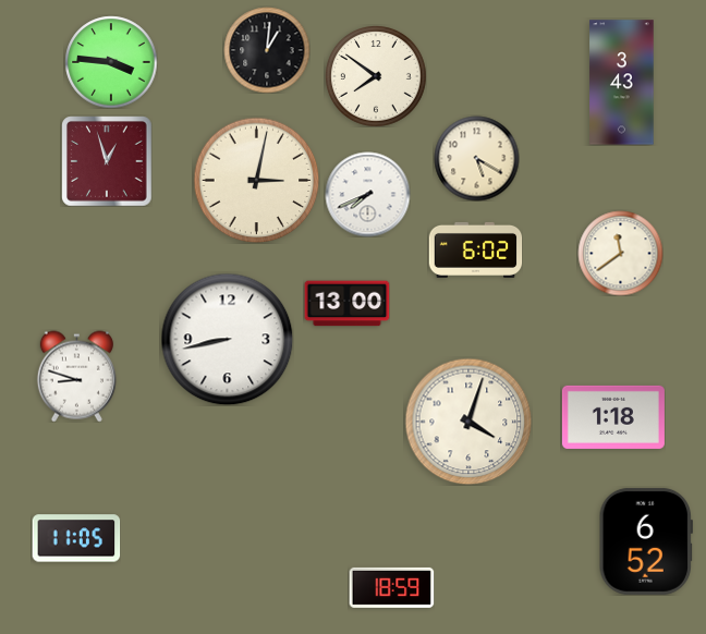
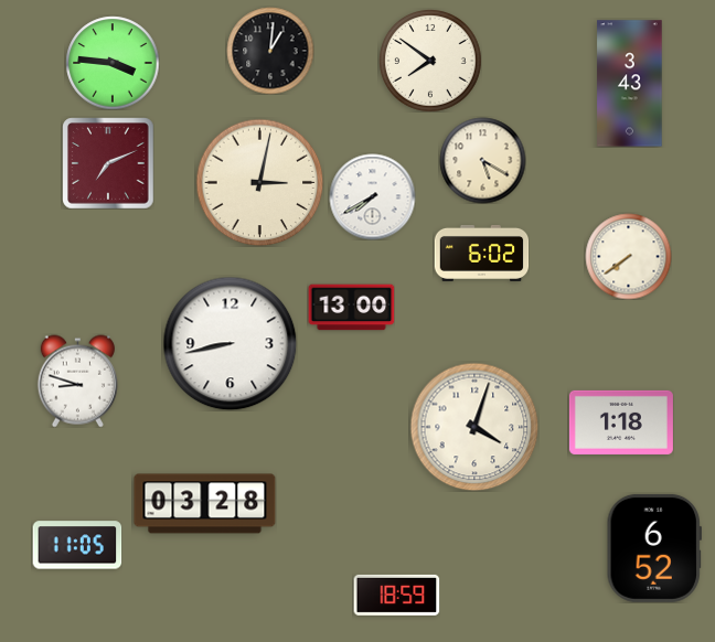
clock at (376, 76) position: (376, 76) -> (430, 61)
clock at (107, 161): 12:57 -> 7:11
clock at (367, 194): 7:41 -> 7:40
clock at (620, 253): 11:39 -> 7:39
clock at (205, 504): none -> 03:28
